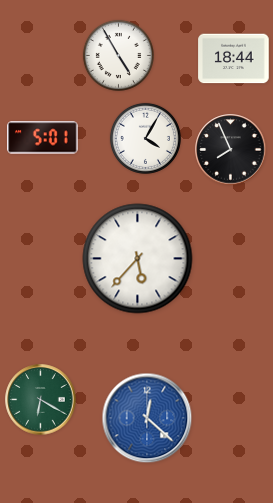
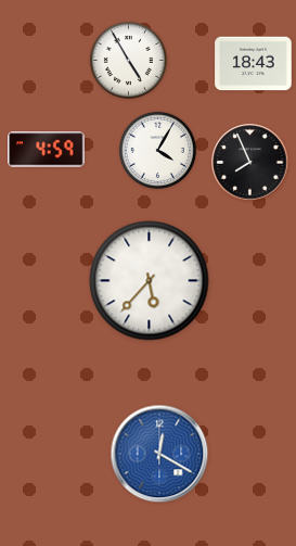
clock at (234, 59): 18:44 -> 18:43
clock at (43, 138): 5:01 -> 4:59
clock at (41, 400): 6:20 -> none
clock at (147, 418): 12:22 -> 12:20
